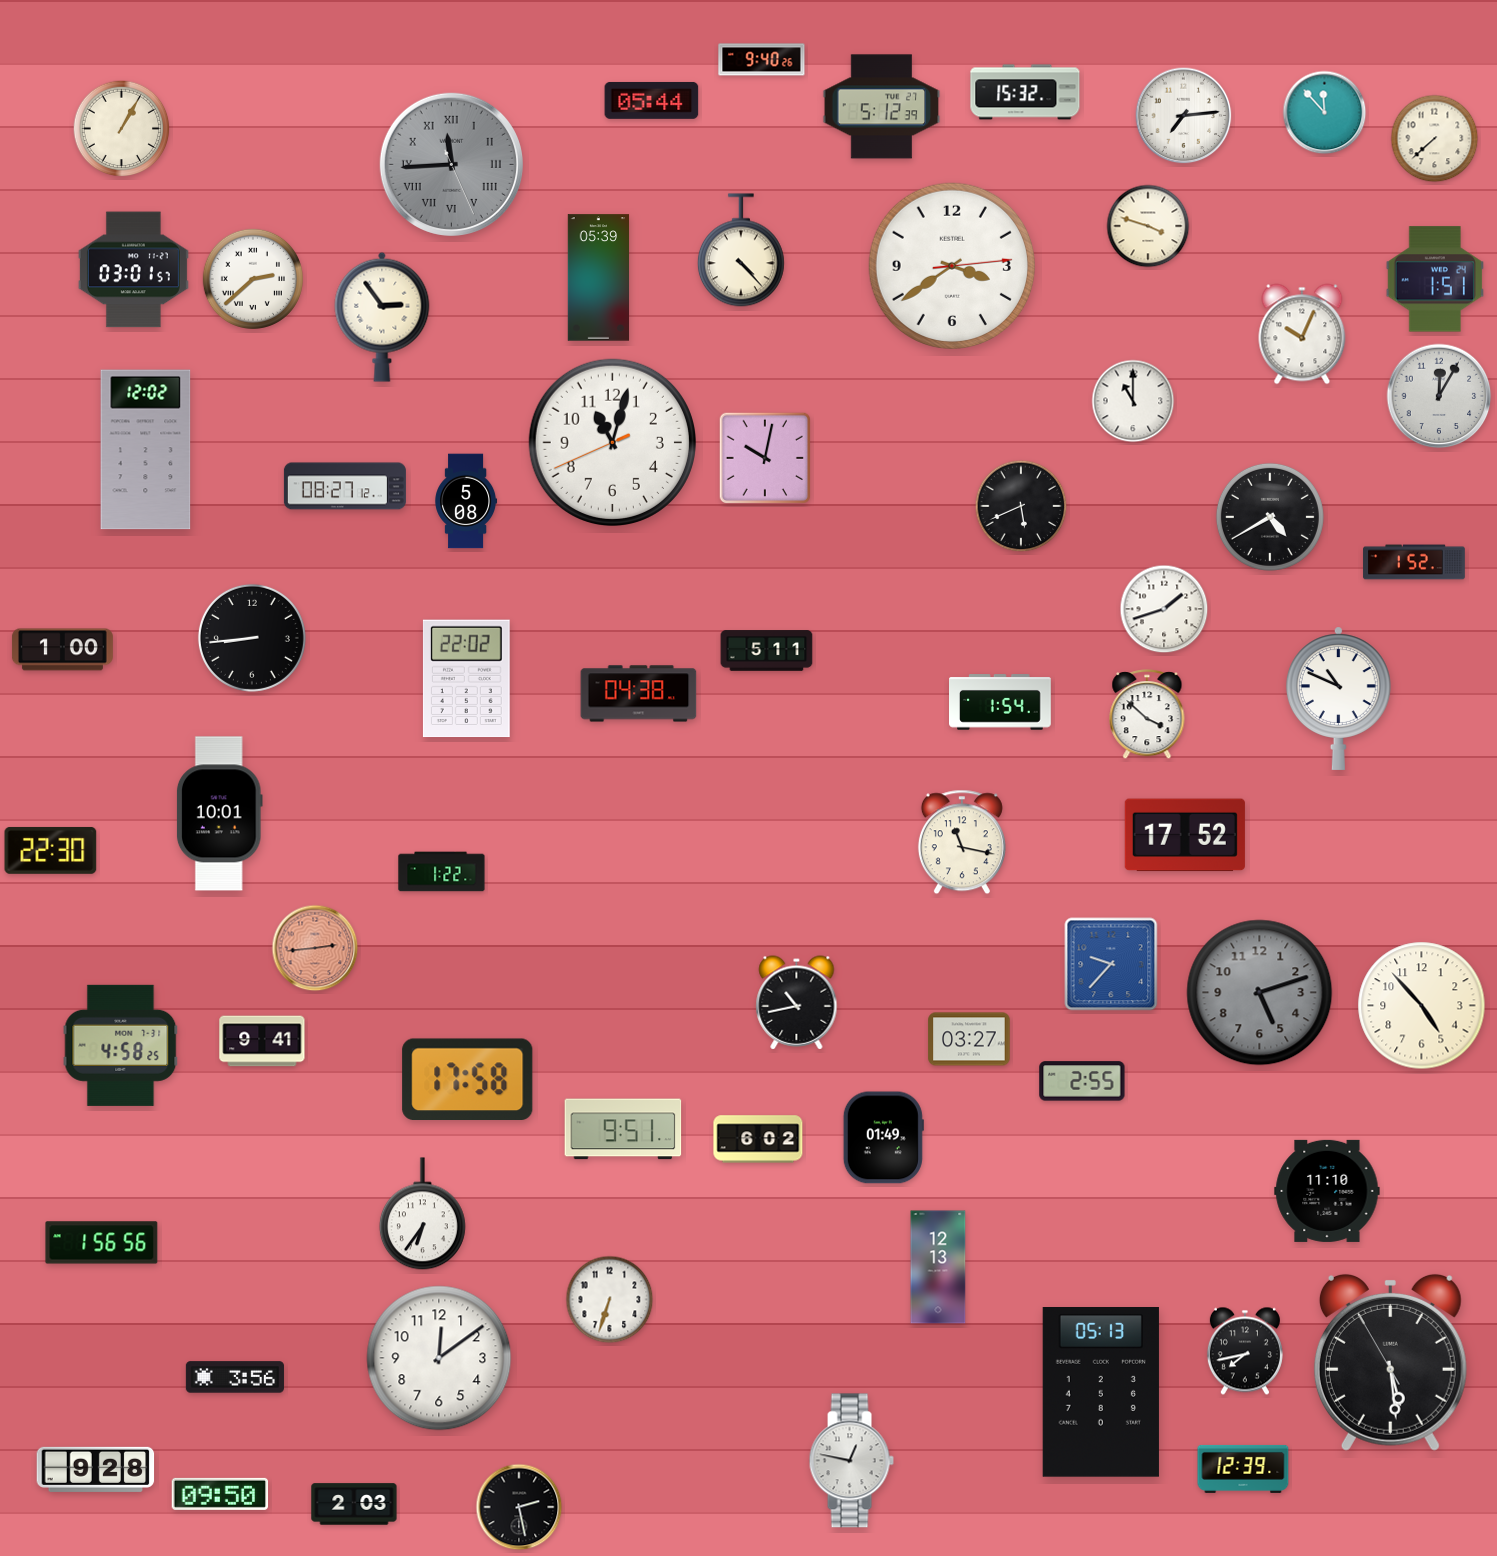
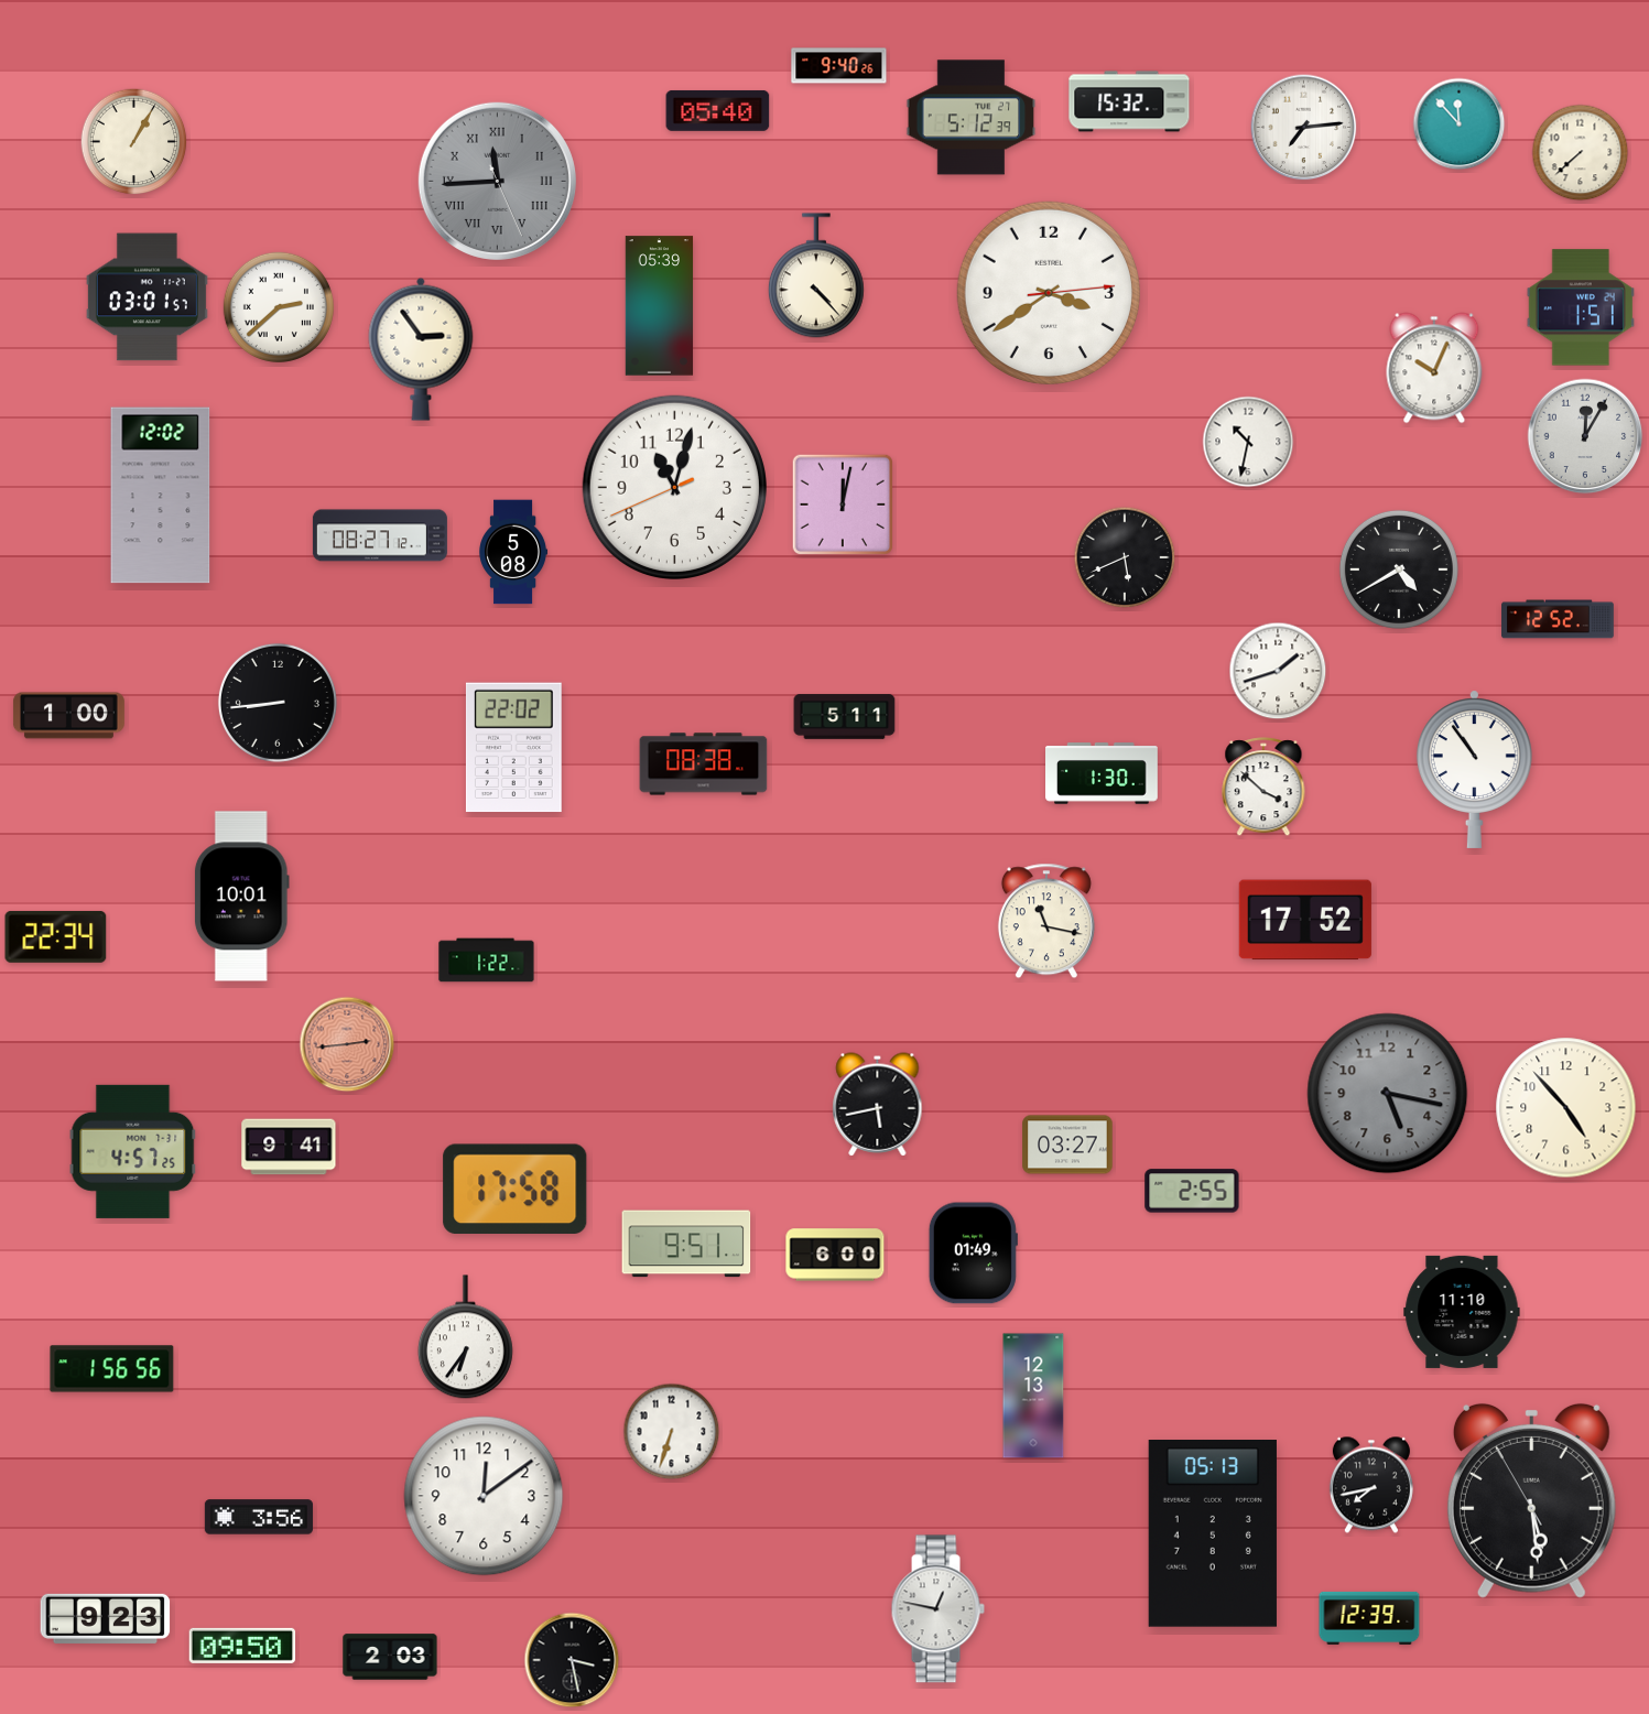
clock at (652, 100): 05:44 -> 05:40
clock at (1148, 226): 3:48 -> none
clock at (1133, 401): 11:00 -> 10:32
clock at (764, 457): 10:02 -> 12:02
clock at (1414, 562): 1:52 -> 12:52
clock at (1164, 609) position: (1164, 609) -> (1278, 671)
clock at (639, 694): 04:38 -> 08:38
clock at (1338, 698): 10:49 -> 10:54
clock at (1001, 702): 1:54 -> 1:30
clock at (962, 842) position: (962, 842) -> (1046, 921)
clock at (51, 850): 22:30 -> 22:34
clock at (1111, 964): 9:37 -> none
clock at (1260, 993): 5:12 -> 5:17
clock at (797, 1003): 10:43 -> 5:43
clock at (121, 1045): 4:58 -> 4:57
clock at (758, 1139): 6:02 -> 6:00
clock at (1245, 1351) position: (1245, 1351) -> (1371, 1485)
clock at (96, 1469): 9:28 -> 9:23
clock at (519, 1507): 2:28 -> 3:28
